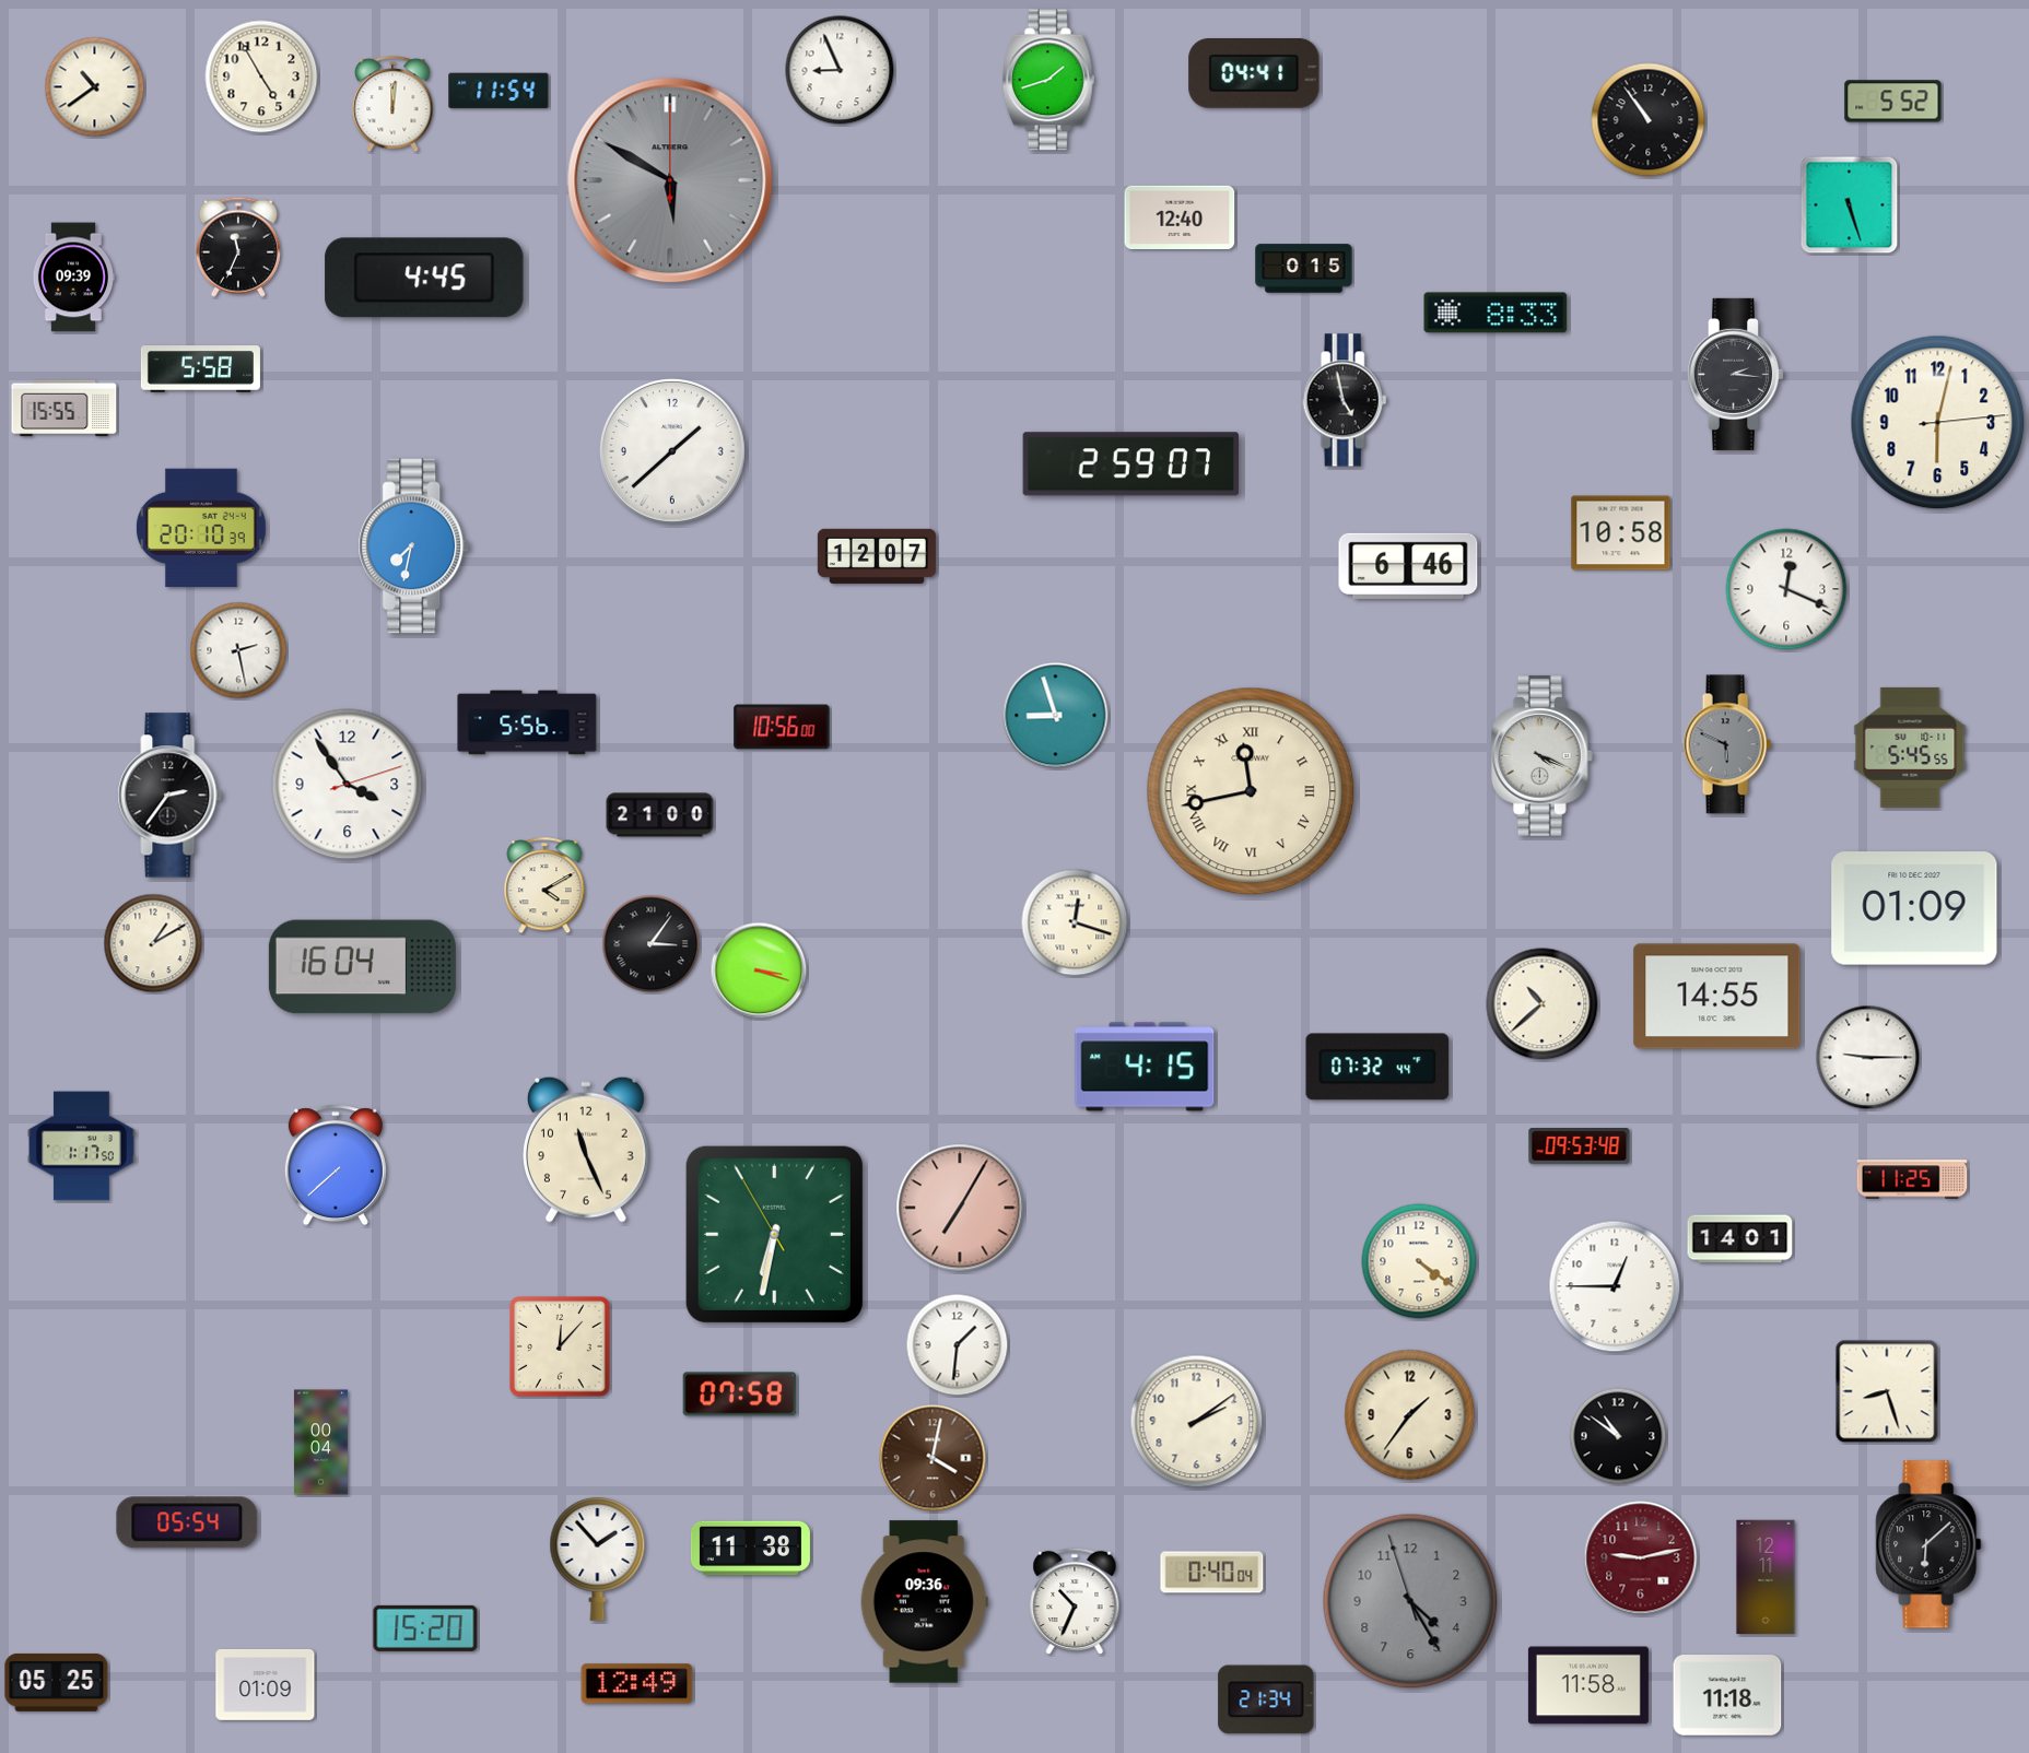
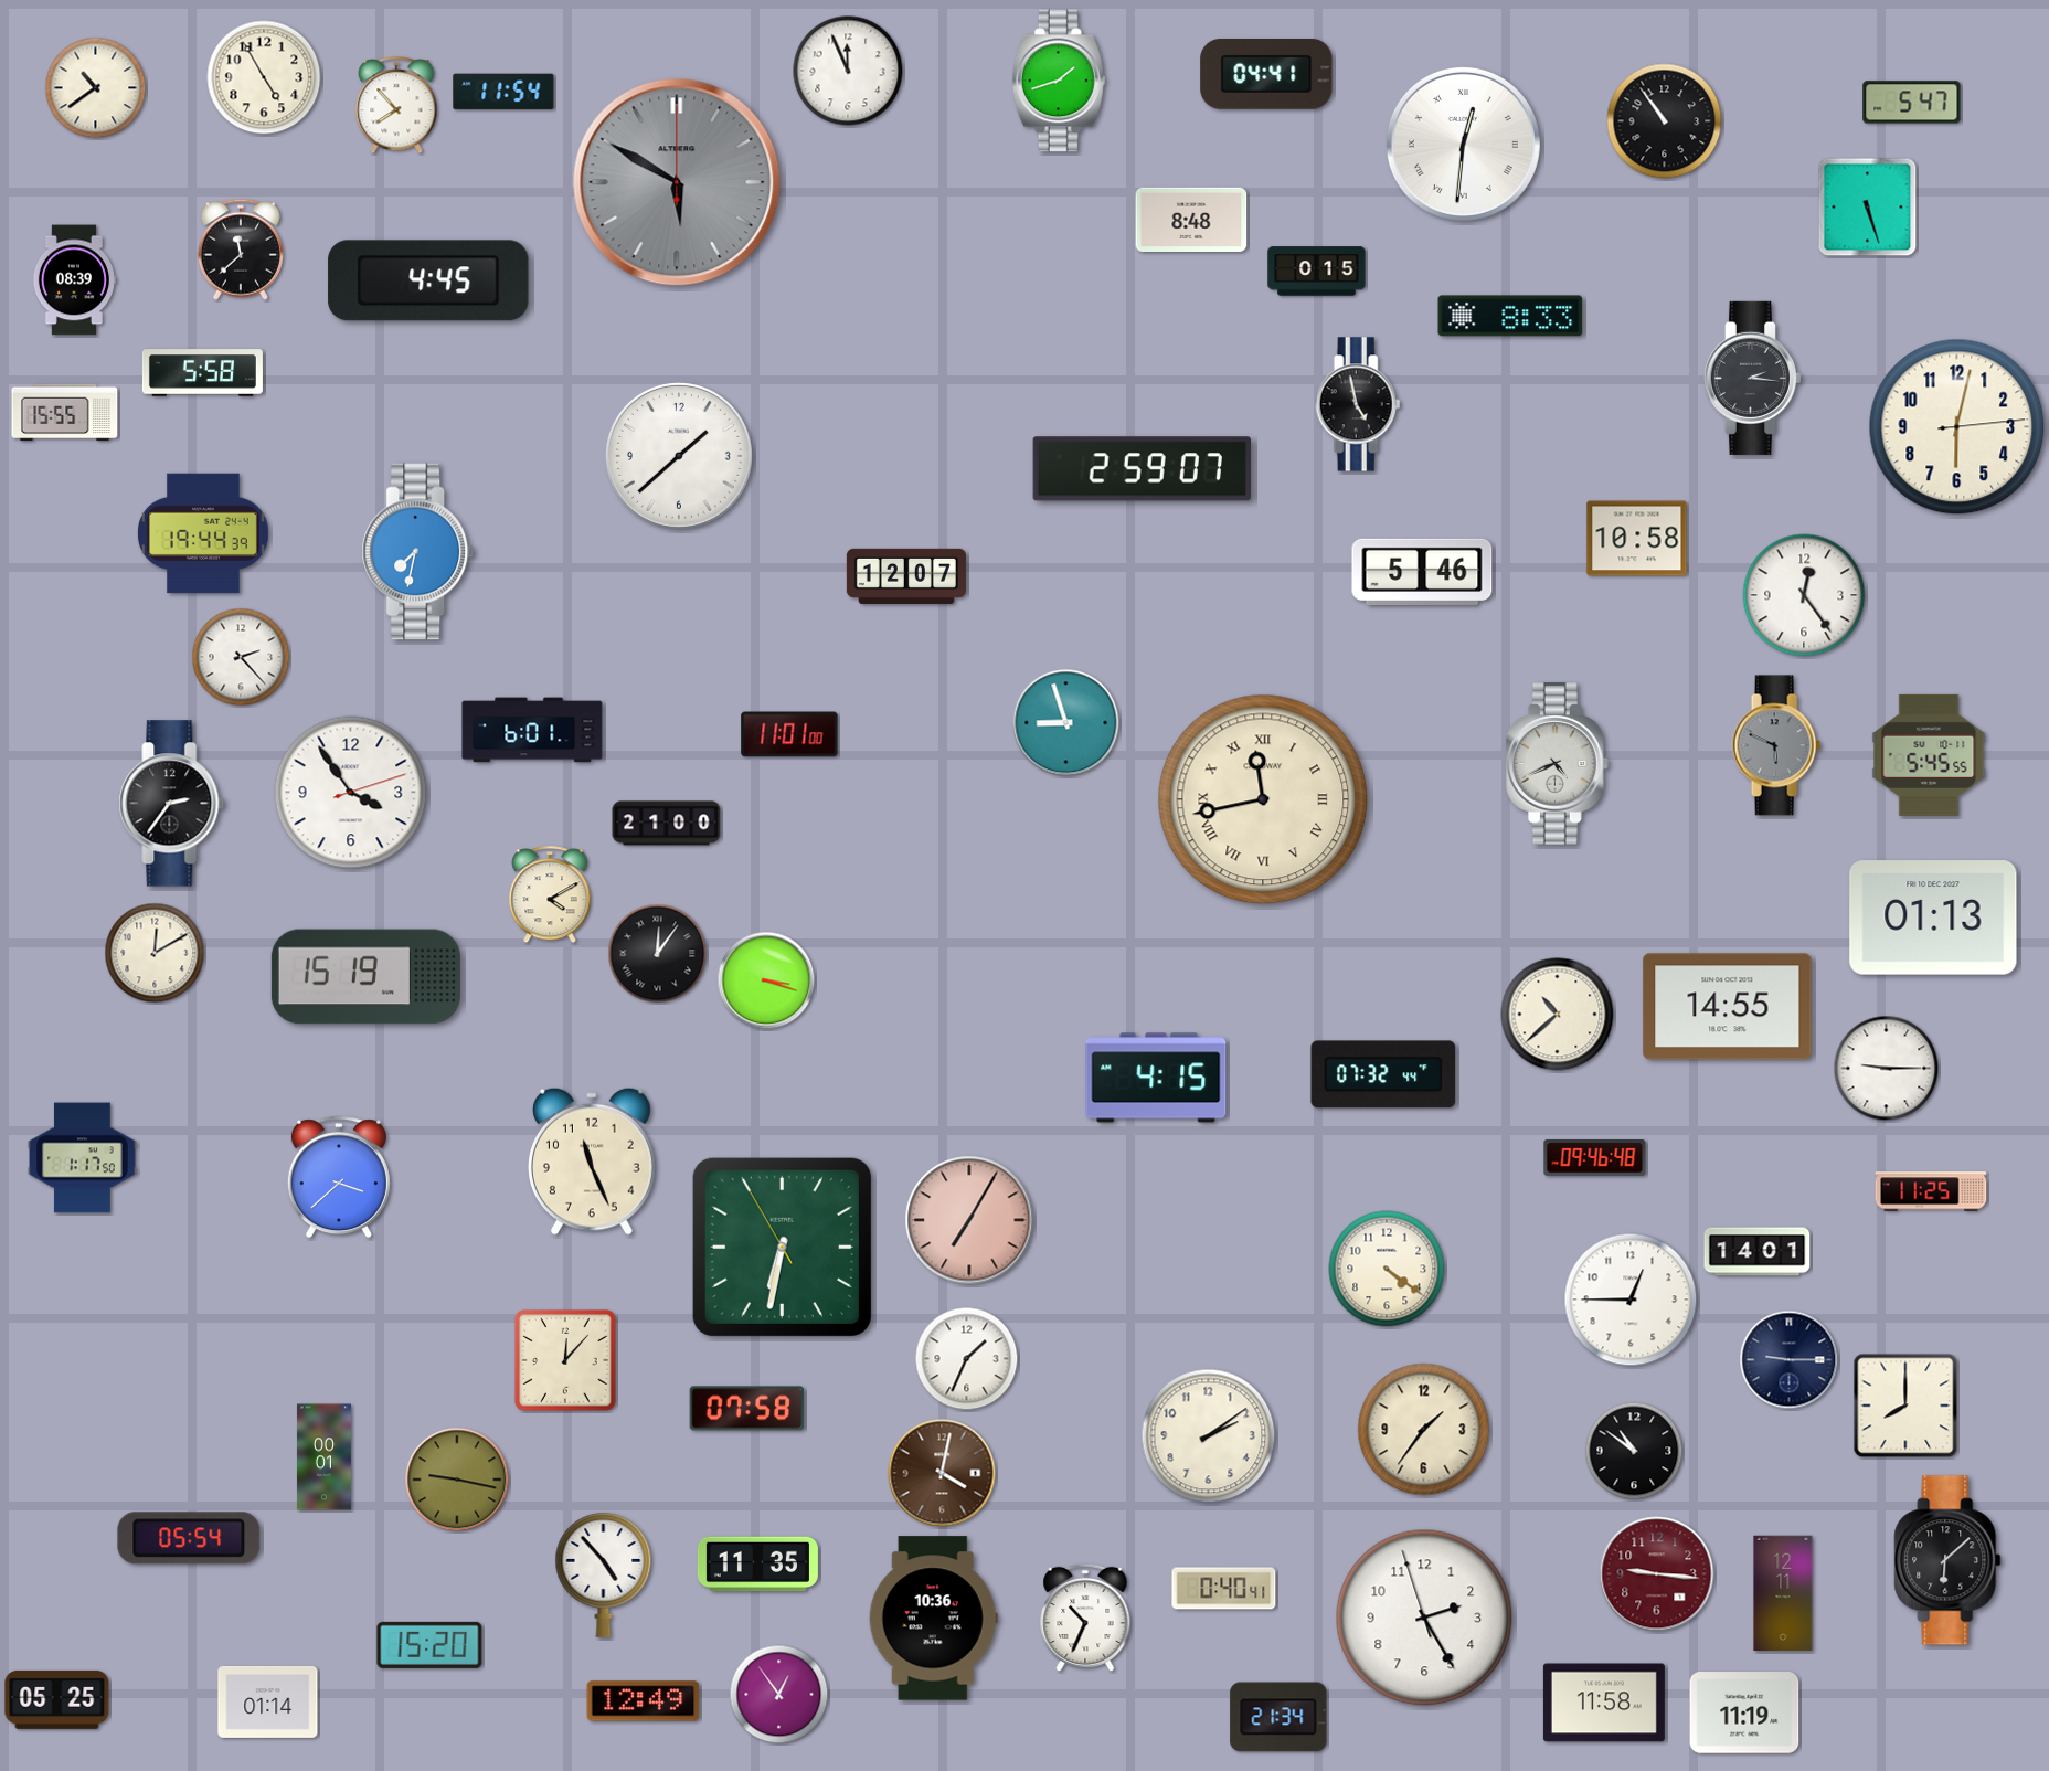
clock at (840, 70): 8:56 -> 11:56
clock at (1893, 102): 5:52 -> 5:47
clock at (392, 105): 12:01 -> 7:53
clock at (1463, 144): none -> 12:31
clock at (1180, 216): 12:40 -> 8:48
clock at (238, 247): 11:34 -> 11:38
clock at (73, 278): 09:39 -> 08:39
clock at (201, 528): 20:10 -> 19:44
clock at (877, 556) position: (877, 556) -> (906, 576)
clock at (1408, 565): 6:46 -> 5:46
clock at (1786, 589): 12:19 -> 12:24
clock at (238, 650): 2:28 -> 2:23
clock at (527, 722): 5:56 -> 6:01
clock at (782, 727): 10:56 -> 11:01
clock at (1727, 744) position: (1727, 744) -> (1776, 745)
clock at (1541, 756): 4:19 -> 4:41
clock at (1914, 908): 01:09 -> 01:13
clock at (1075, 922): 12:18 -> none
clock at (153, 943): 1:10 -> 12:10
clock at (652, 944): 3:06 -> 12:06
clock at (362, 967): 16:04 -> 15:19
clock at (1717, 997) position: (1717, 997) -> (1728, 1007)
clock at (1377, 1067) position: (1377, 1067) -> (1383, 1074)
clock at (1580, 1146): 09:53 -> 09:46
clock at (336, 1165): 7:38 -> 3:38
clock at (1419, 1261) position: (1419, 1261) -> (1387, 1269)
clock at (958, 1345): 1:31 -> 1:34
clock at (1790, 1360): none -> 9:15
clock at (1887, 1391): 8:27 -> 8:00
clock at (320, 1443): 00:04 -> 00:01
clock at (457, 1480): none -> 9:17
clock at (750, 1549): 11:38 -> 11:35
clock at (598, 1558): 1:53 -> 4:53
clock at (1641, 1558): 9:13 -> 9:16
clock at (1212, 1573): 0:40:04 -> 0:40:41
clock at (1410, 1601): 4:24 -> 2:24
clock at (1410, 1601) dial: grey -> white
clock at (924, 1602): 09:36 -> 10:36
clock at (779, 1695): none -> 12:54
clock at (266, 1684): 01:09 -> 01:14
clock at (1727, 1695): 11:18 -> 11:19
